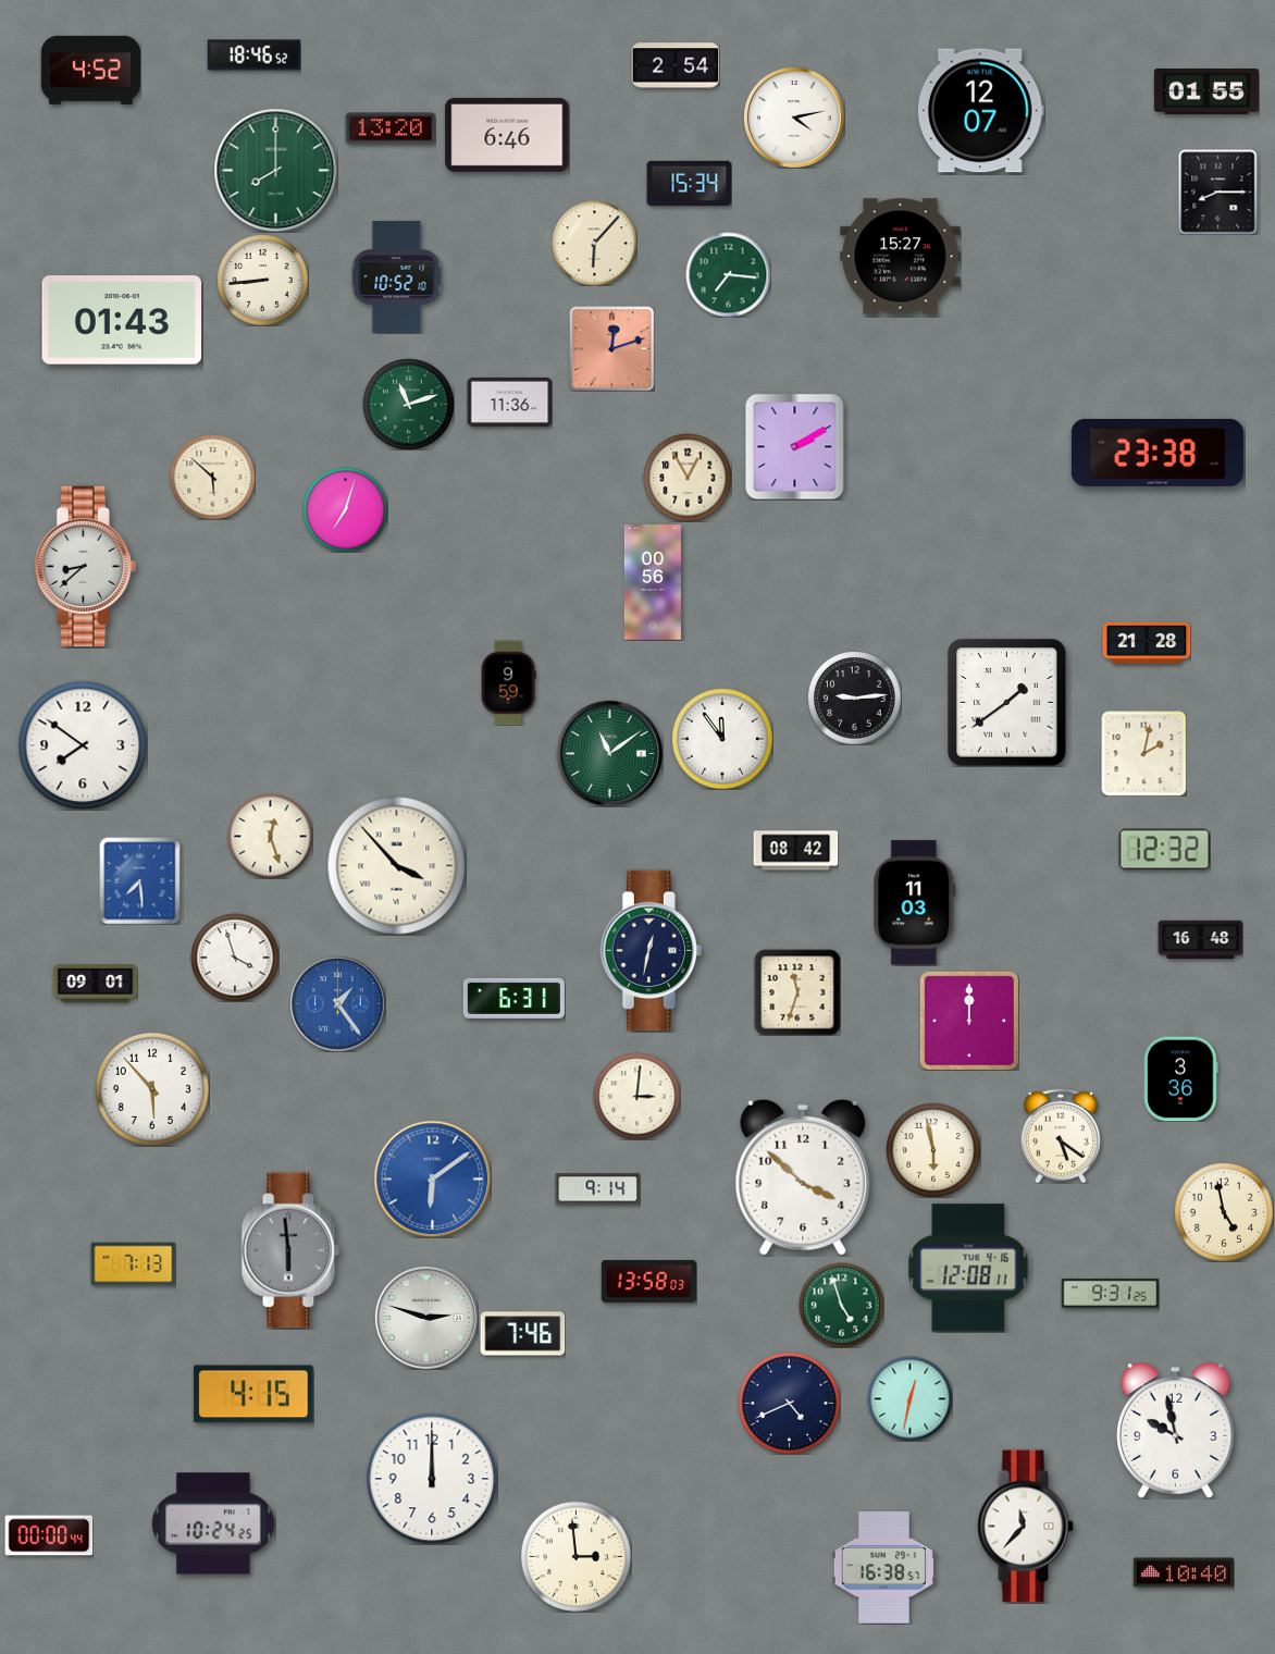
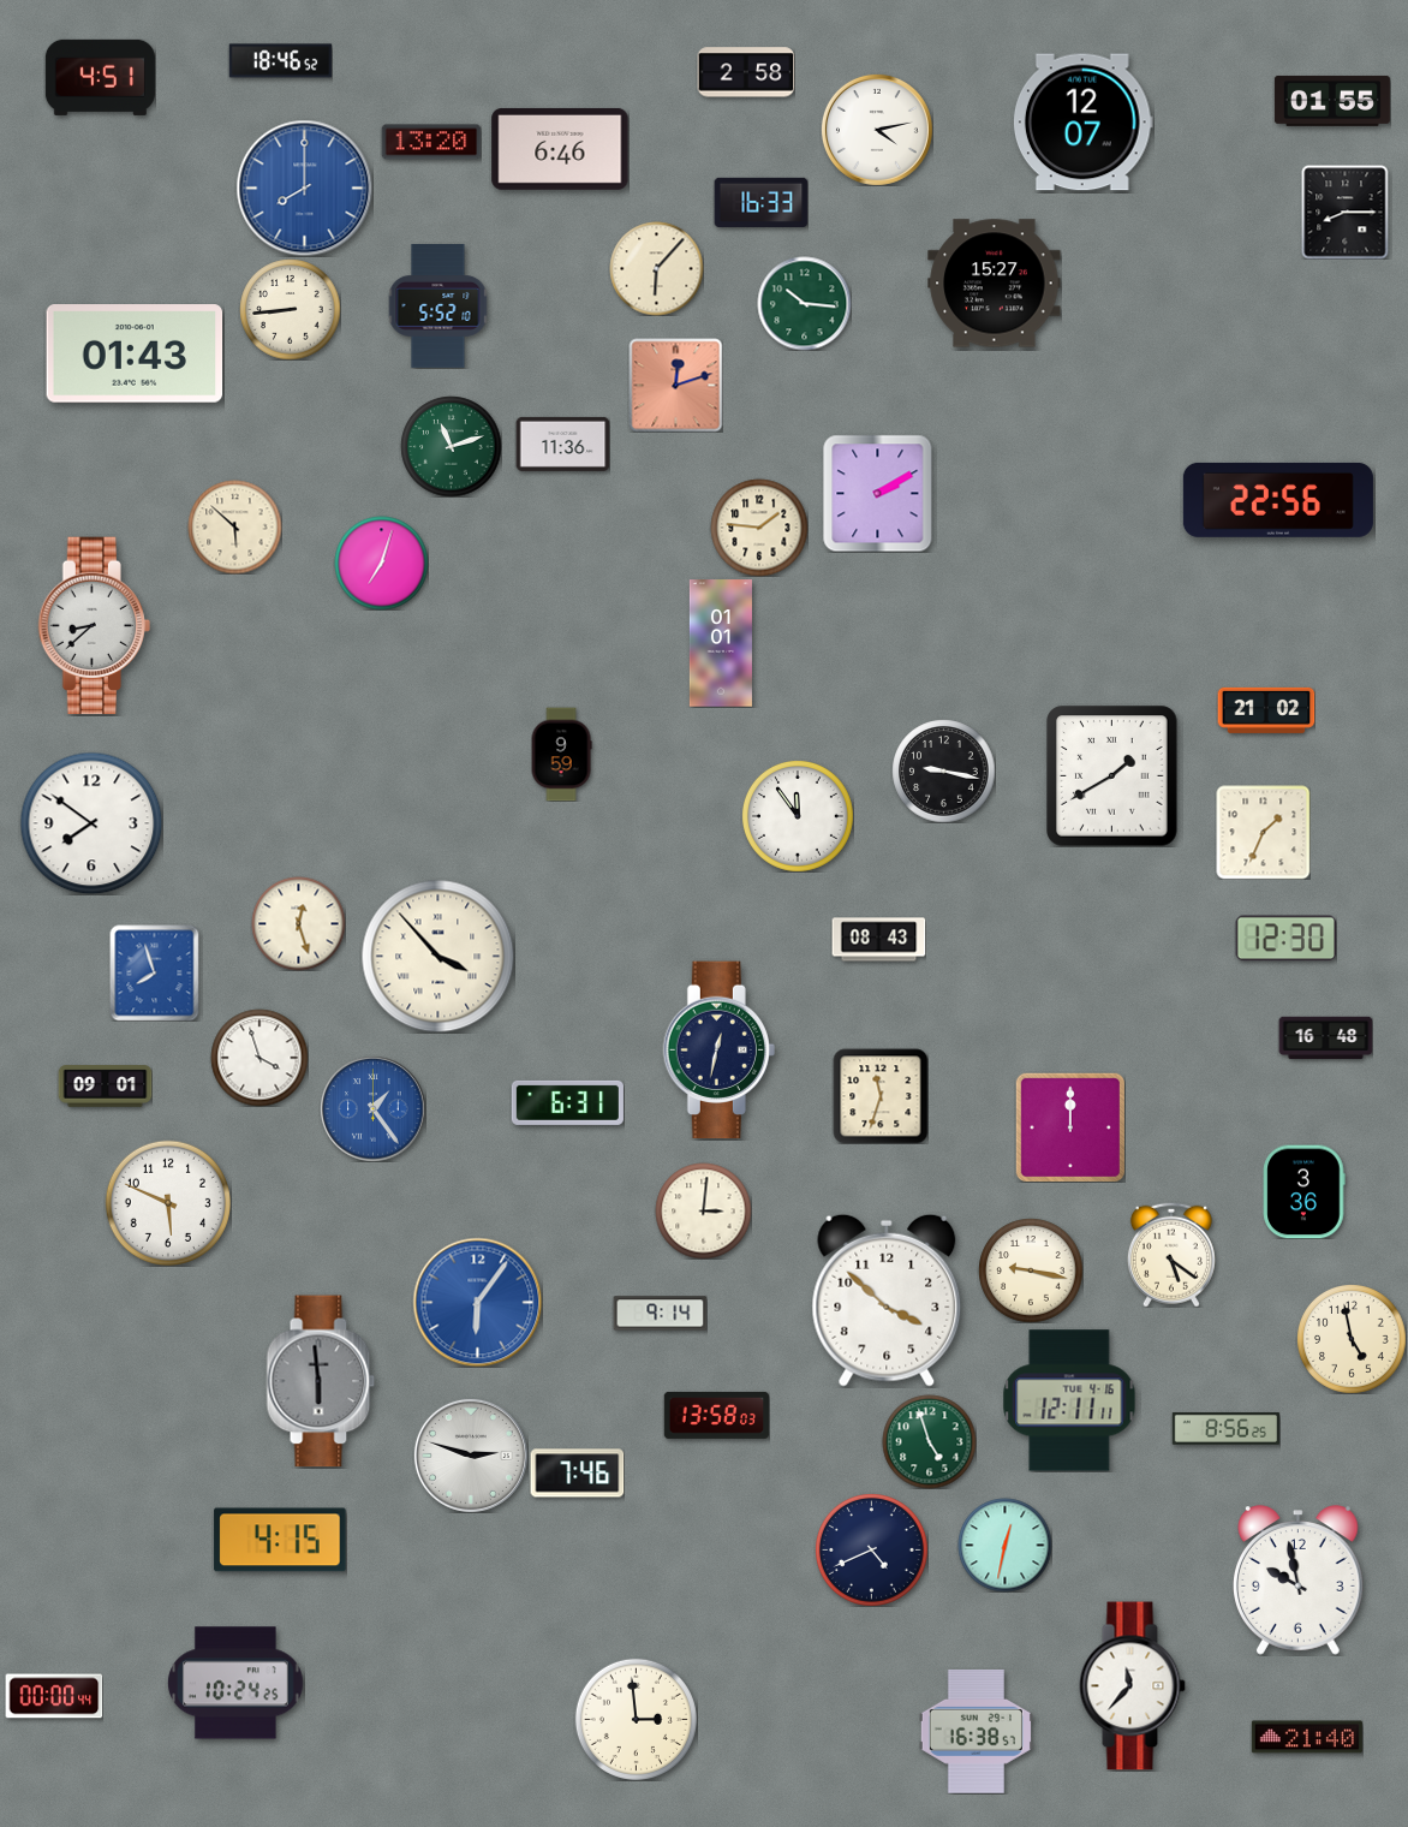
clock at (676, 65): 2:54 -> 2:58
clock at (90, 70): 4:52 -> 4:51
clock at (275, 170) dial: green -> blue
clock at (689, 183): 15:34 -> 16:33
clock at (728, 274): 7:16 -> 10:16
clock at (397, 277): 10:52 -> 5:52
clock at (1158, 453): 23:38 -> 22:56
clock at (688, 478): 12:55 -> 1:46
clock at (653, 582): 00:56 -> 01:01
clock at (1147, 643): 21:28 -> 21:02
clock at (854, 698): 9:14 -> 9:17
clock at (1007, 703): 1:39 -> 1:40
clock at (609, 753): 11:09 -> none
clock at (1143, 753): 2:02 -> 1:34
clock at (1164, 850): 12:32 -> 12:30
clock at (795, 851): 08:42 -> 08:43
clock at (140, 880): 7:29 -> 7:57
clock at (915, 903): 11:03 -> none
clock at (151, 1088): 5:53 -> 5:49
clock at (933, 1150): 5:58 -> 9:17
clock at (432, 1178): 6:09 -> 6:06
clock at (133, 1264): 7:13 -> none
clock at (968, 1268): 12:08 -> 12:11
clock at (1110, 1294): 9:31 -> 8:56
clock at (432, 1479): 12:00 -> none
clock at (1184, 1572): 10:40 -> 21:40
